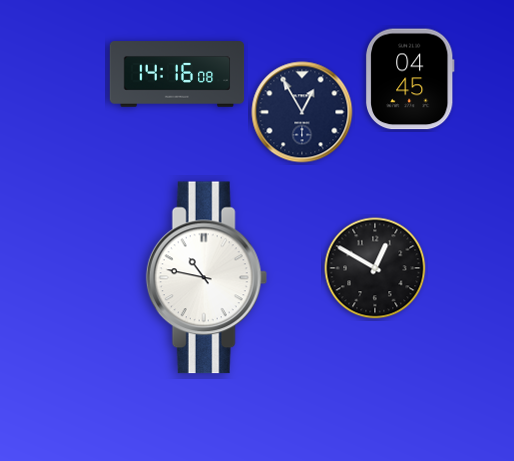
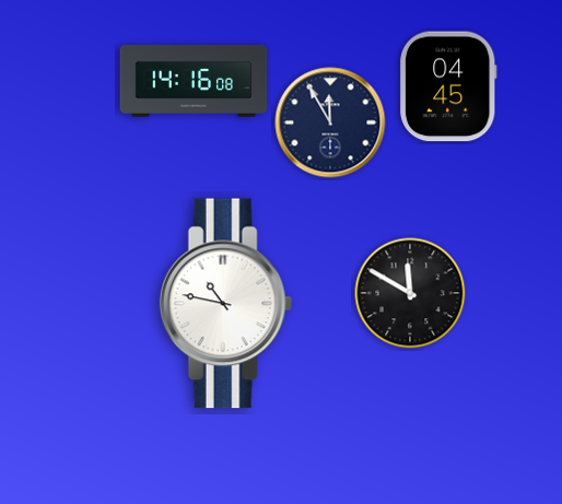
clock at (302, 112): 12:55 -> 11:55
clock at (375, 268): 12:50 -> 11:50
